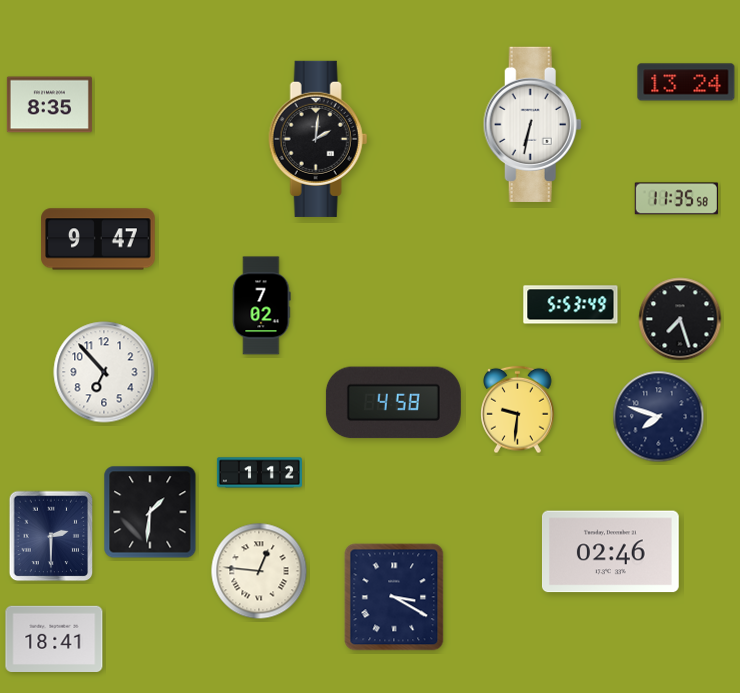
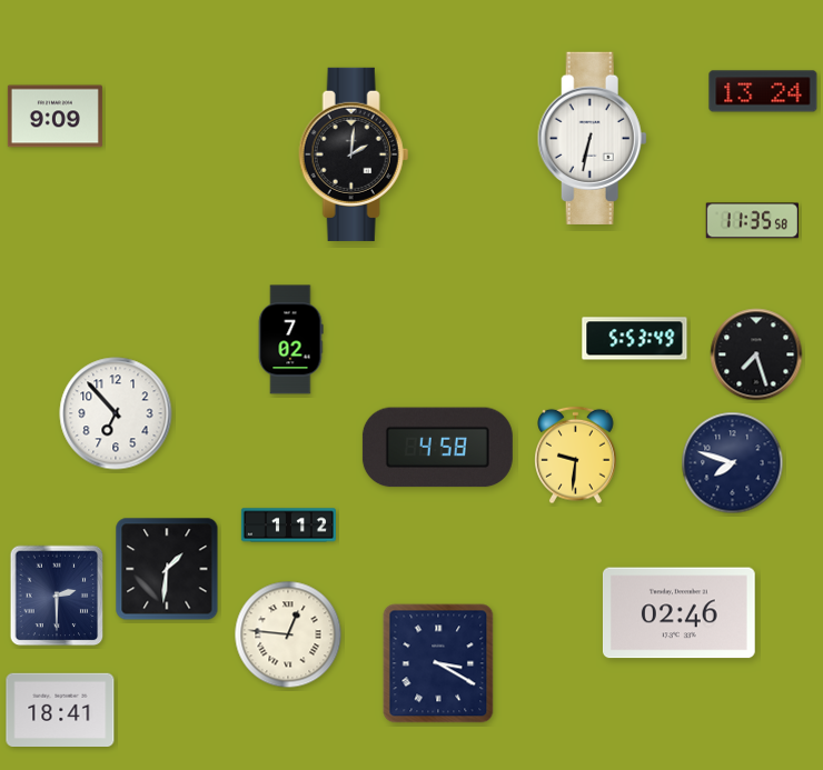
clock at (49, 105): 8:35 -> 9:09
clock at (98, 239): 9:47 -> none
